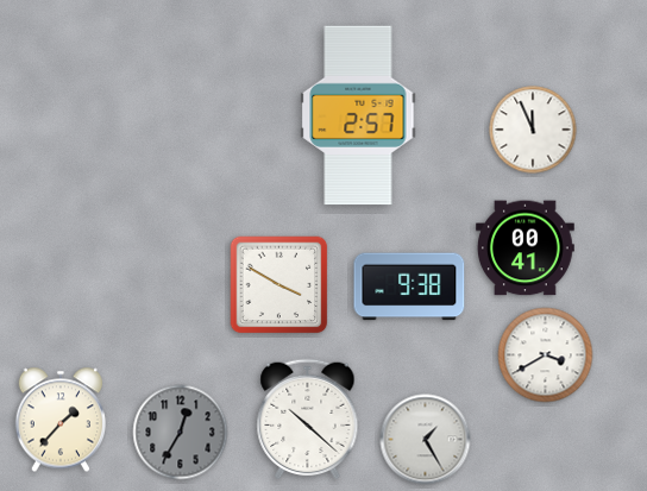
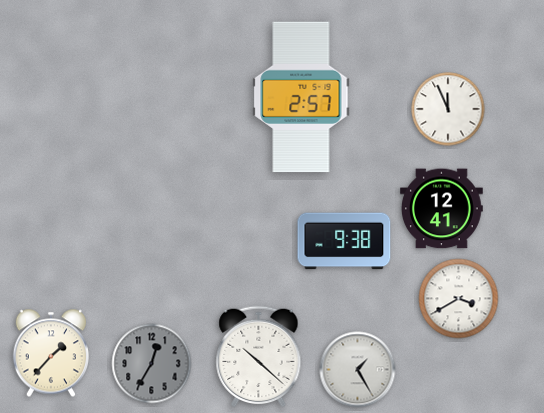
clock at (526, 248): 00:41 -> 12:41
clock at (279, 285): 3:50 -> none
clock at (308, 420) position: (308, 420) -> (259, 357)
